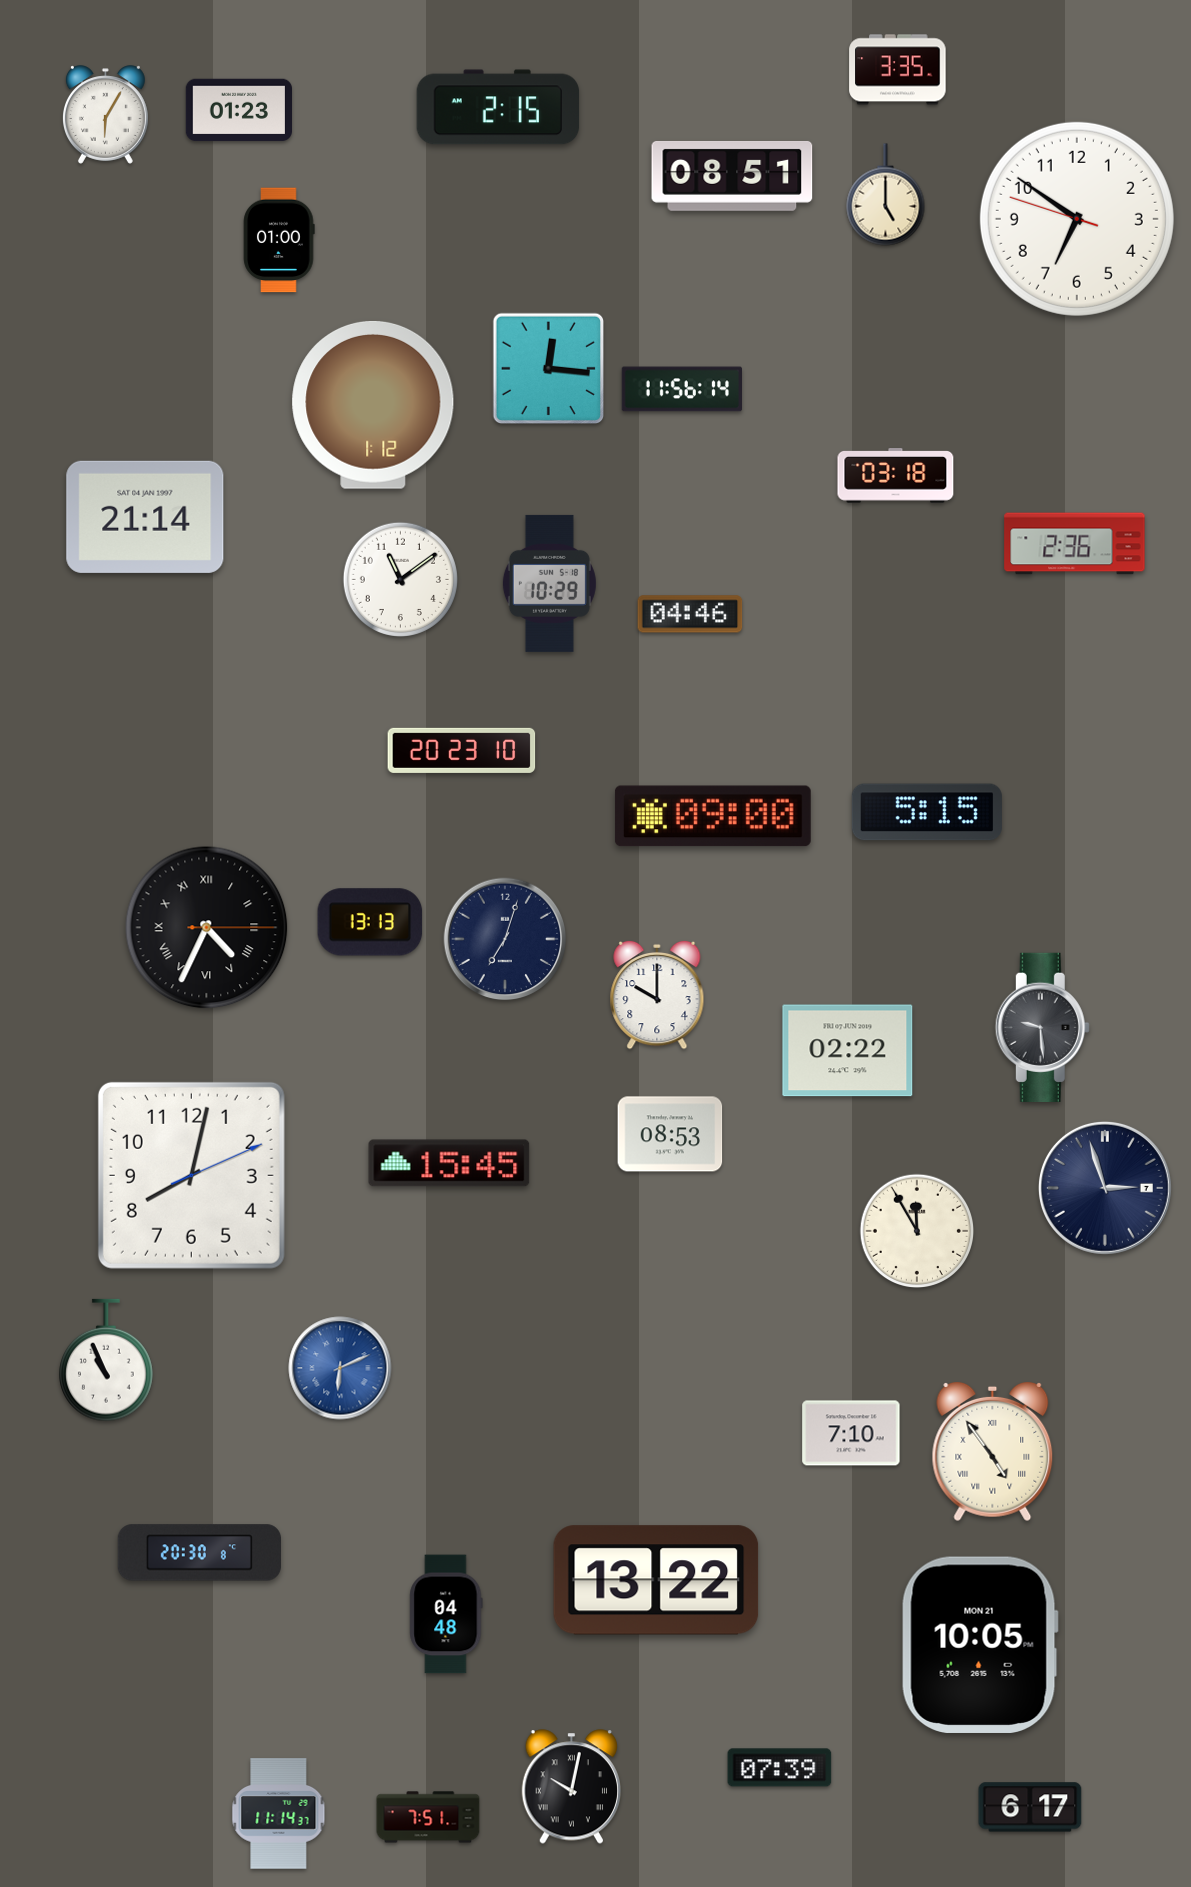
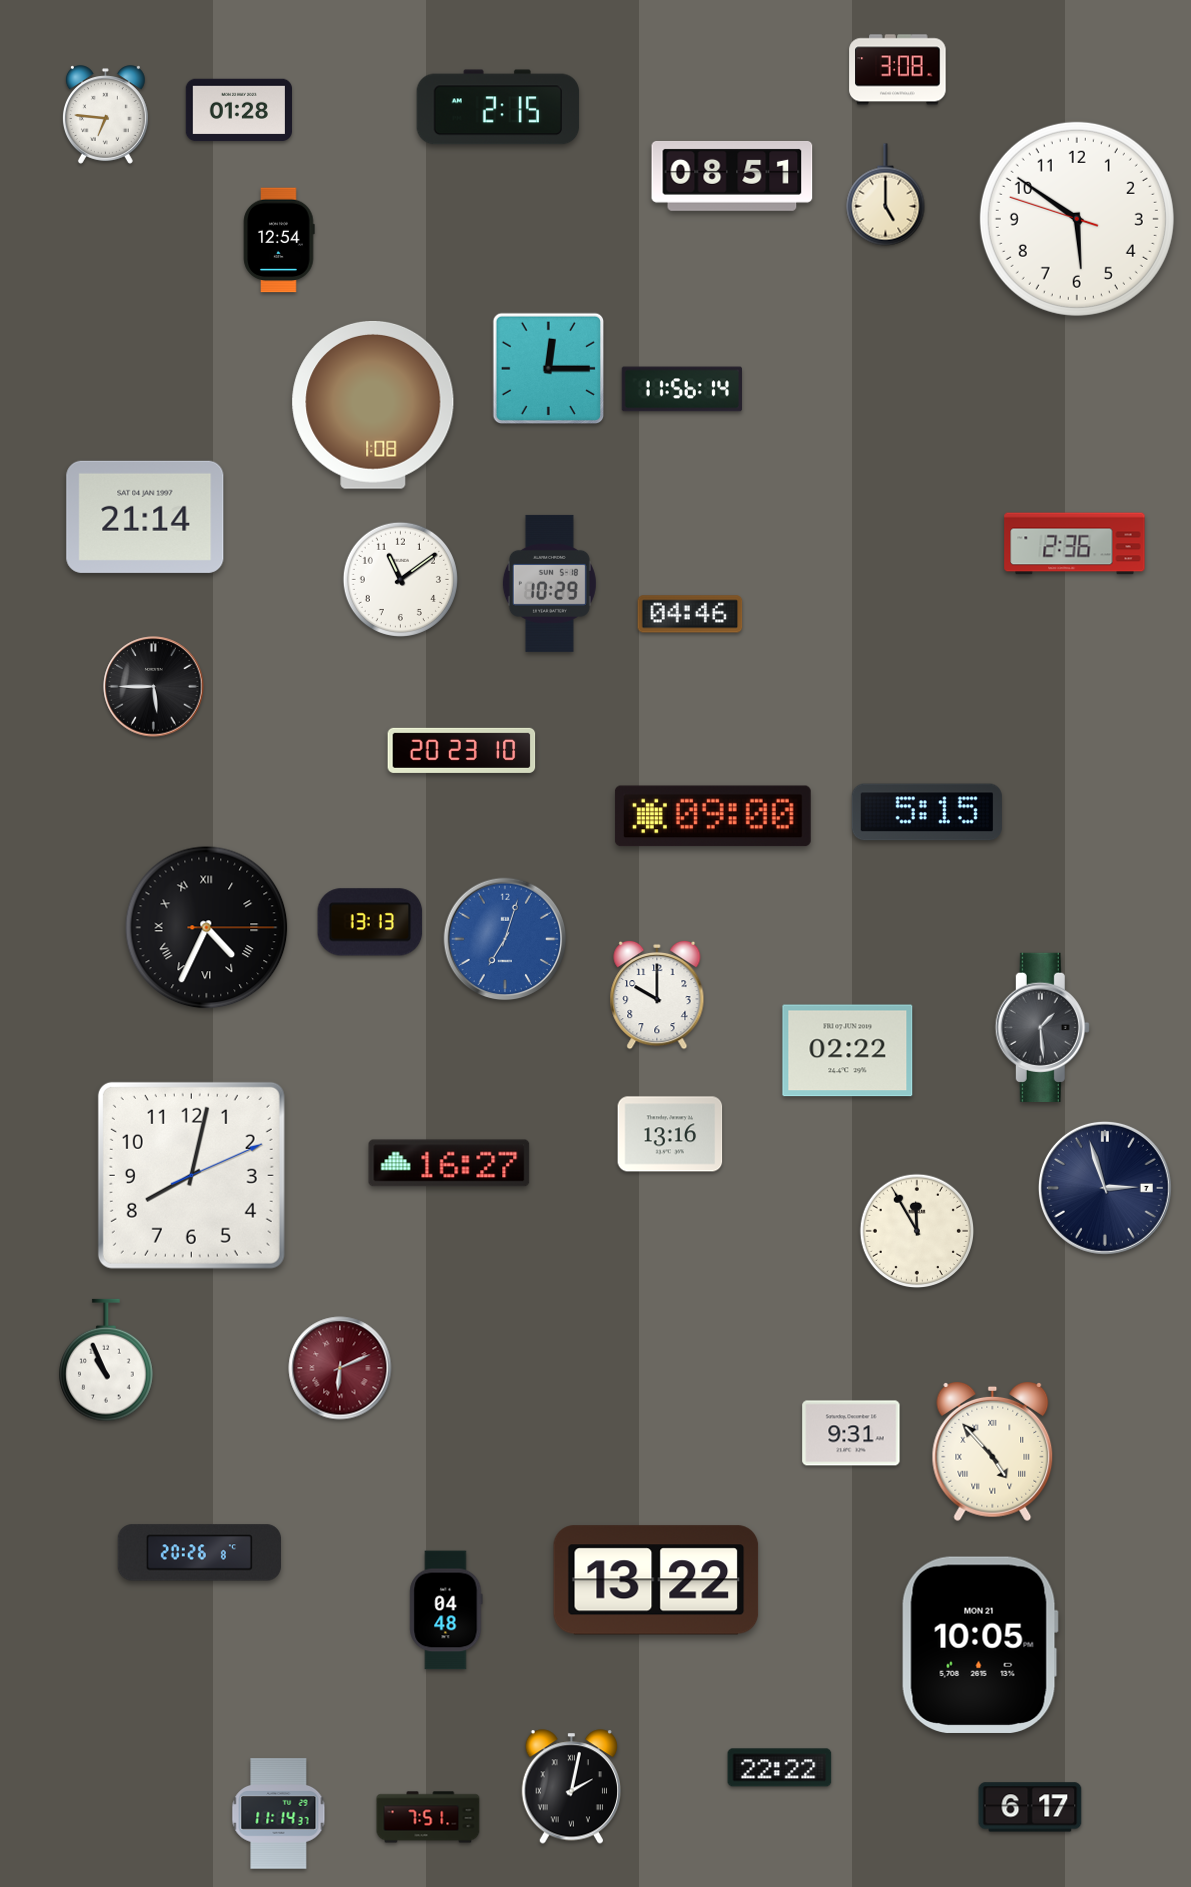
clock at (898, 70): 3:35 -> 3:08
clock at (238, 110): 01:23 -> 01:28
clock at (105, 115): 6:05 -> 6:46
clock at (1077, 219): 6:50 -> 5:50
clock at (279, 240): 01:00 -> 12:54
clock at (548, 368): 12:16 -> 12:15
clock at (373, 405): 1:12 -> 1:08
clock at (896, 476): 03:18 -> none
clock at (154, 687): none -> 5:45
clock at (505, 939) dial: navy -> blue
clock at (1042, 1027): 9:29 -> 1:29
clock at (670, 1134): 08:53 -> 13:16
clock at (449, 1163): 15:45 -> 16:27
clock at (340, 1368) dial: blue -> burgundy
clock at (851, 1433): 7:10 -> 9:31
clock at (993, 1452): 4:54 -> 4:53
clock at (199, 1553): 20:30 -> 20:26
clock at (446, 1614) position: (446, 1614) -> (446, 1610)
clock at (780, 1768): 07:39 -> 22:22
clock at (571, 1787): 10:02 -> 2:02
